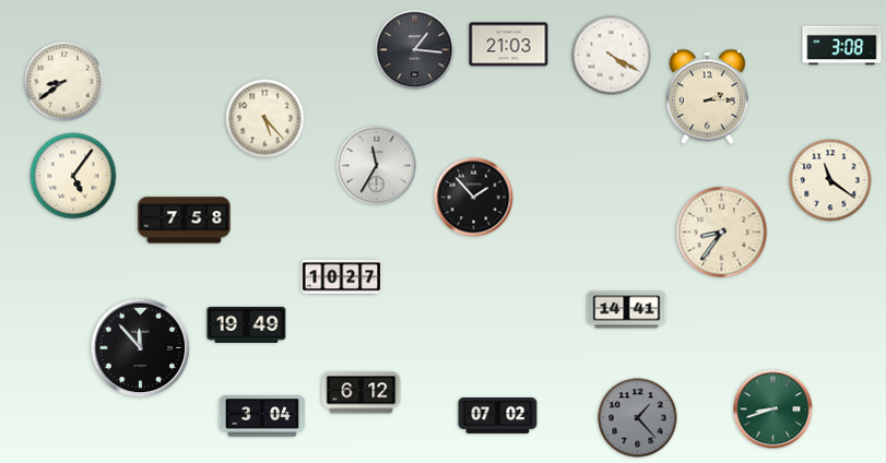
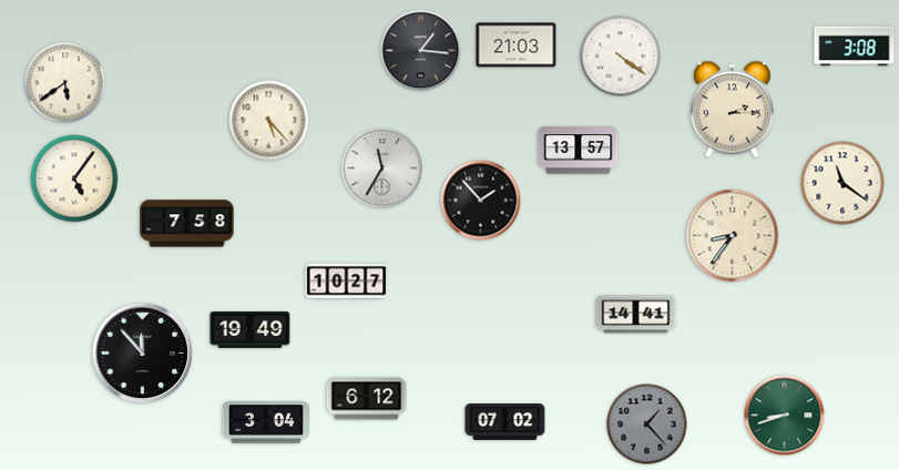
clock at (612, 56): 4:20 -> 4:21
clock at (64, 82): 8:39 -> 5:39
clock at (707, 97) position: (707, 97) -> (732, 110)
clock at (579, 151): none -> 13:57
